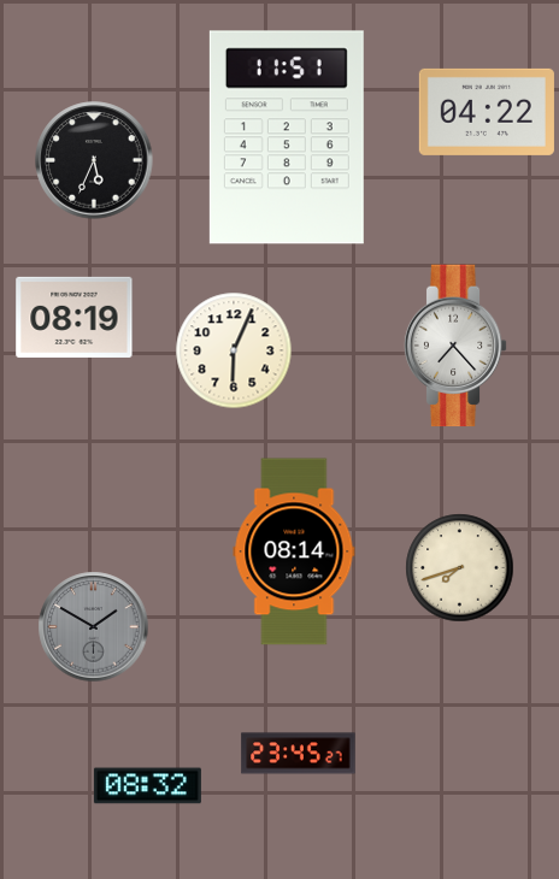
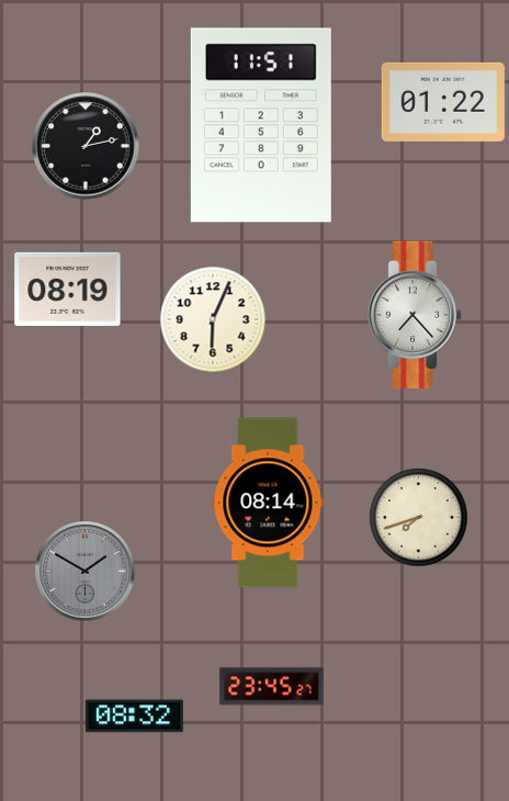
clock at (487, 112): 04:22 -> 01:22
clock at (94, 160): 5:34 -> 1:13
